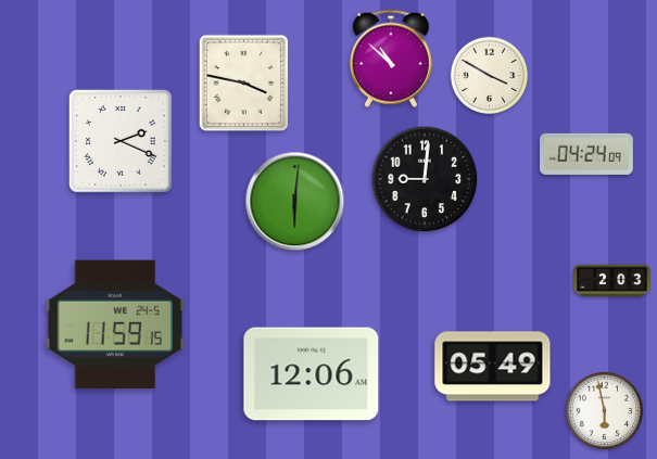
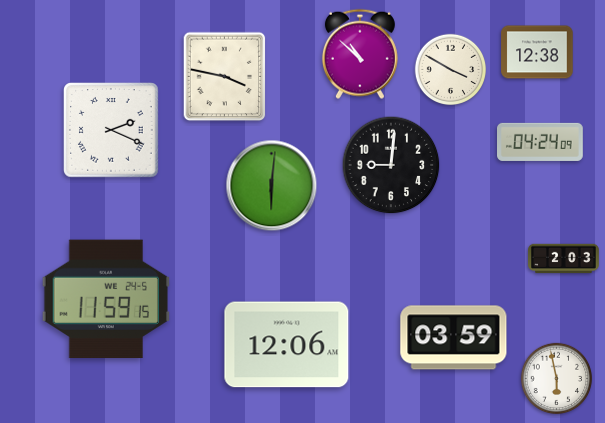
clock at (537, 52): none -> 12:38
clock at (493, 367): 05:49 -> 03:59
